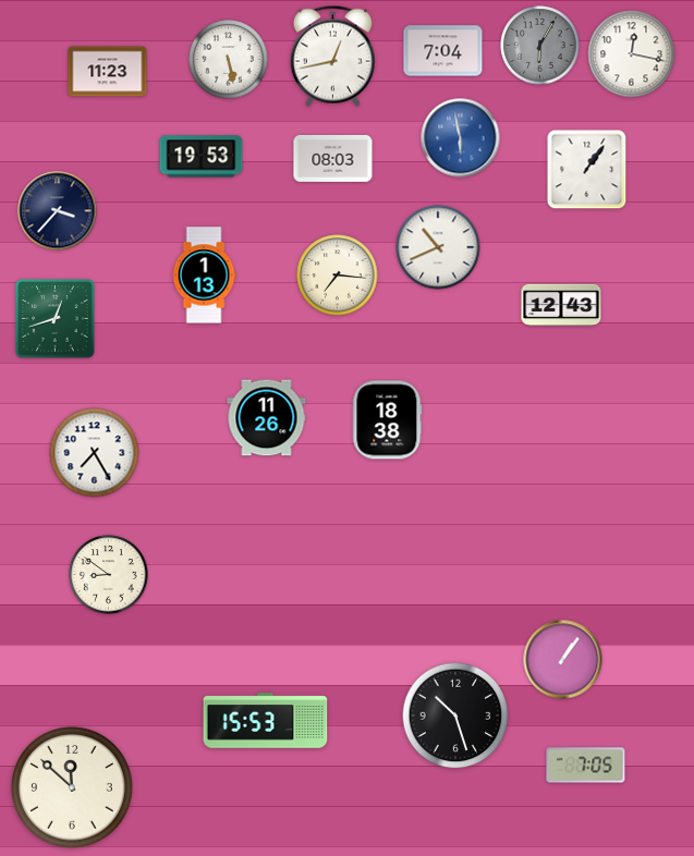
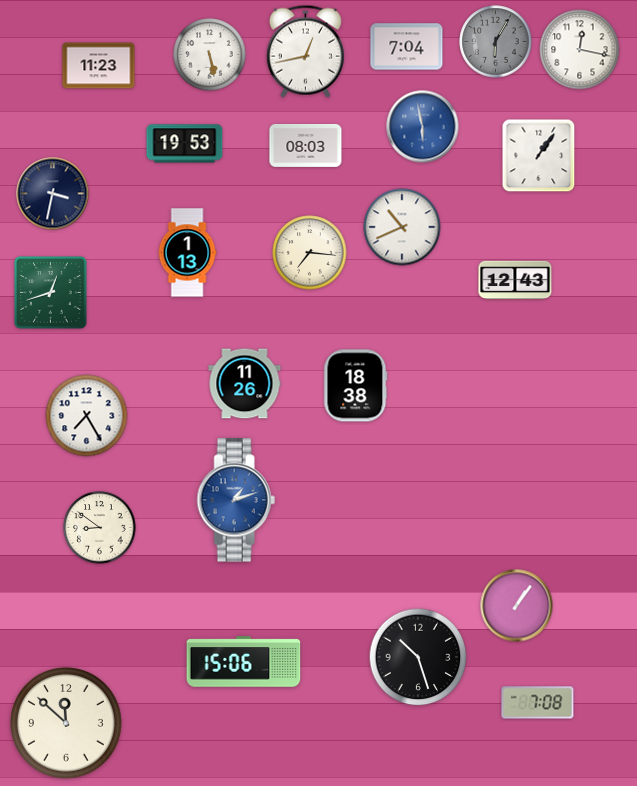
clock at (58, 211): 3:37 -> 3:32
clock at (236, 500): none -> 1:12
clock at (266, 721): 15:53 -> 15:06
clock at (586, 766): 7:05 -> 7:08
